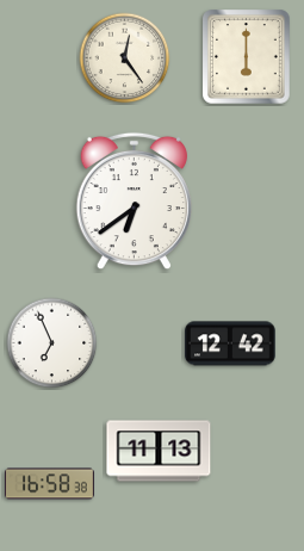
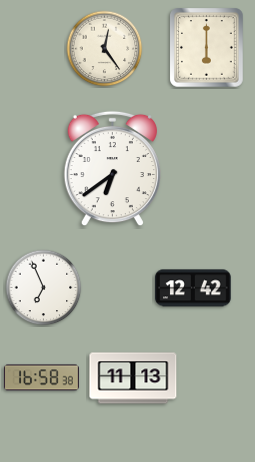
clock at (50, 484) position: (50, 484) -> (42, 378)
